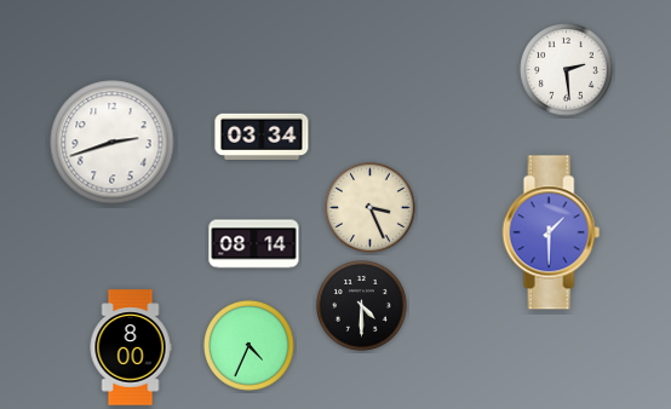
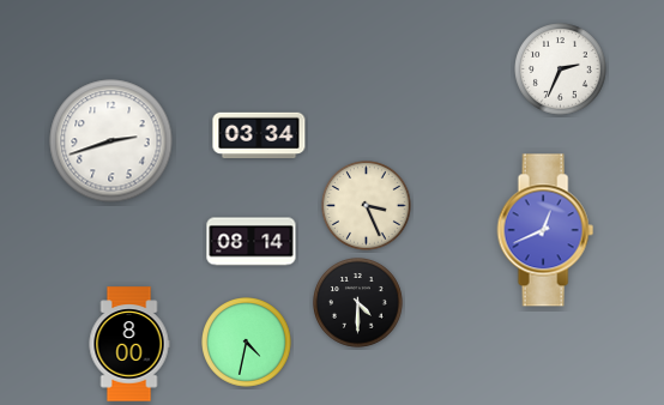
clock at (567, 70): 2:29 -> 2:34
clock at (551, 232): 1:30 -> 12:41
clock at (250, 346): 4:34 -> 4:32
